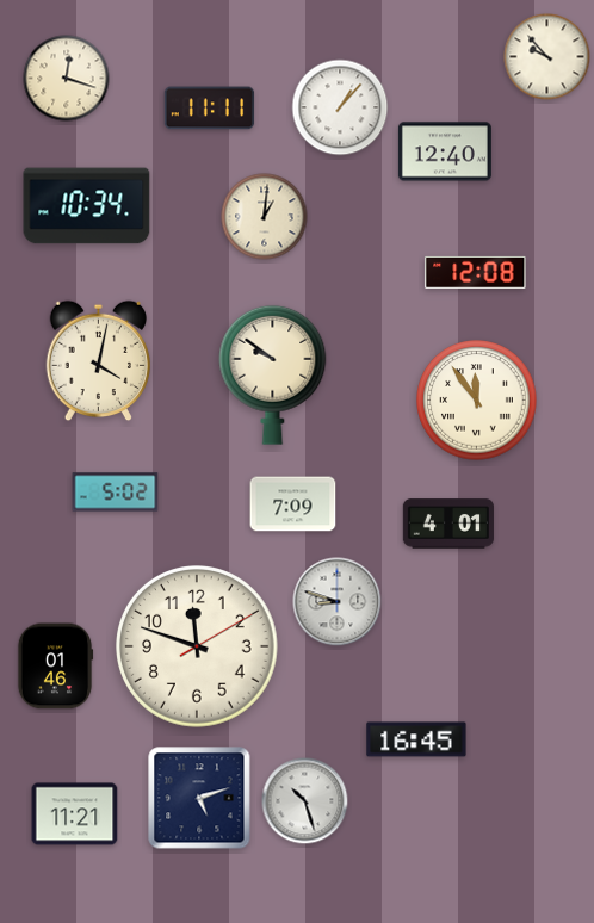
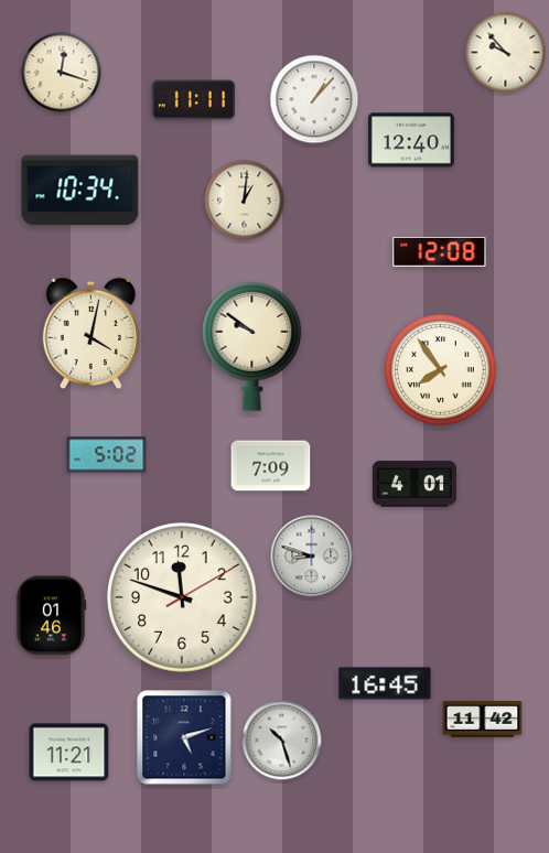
clock at (477, 401): 11:54 -> 7:54
clock at (483, 720): none -> 11:42
